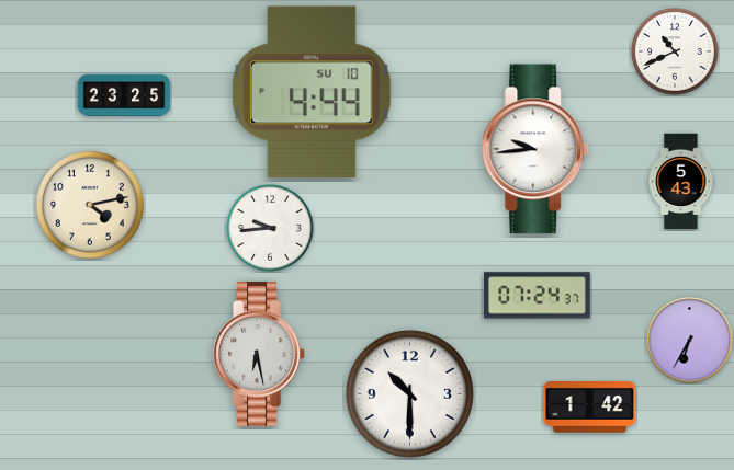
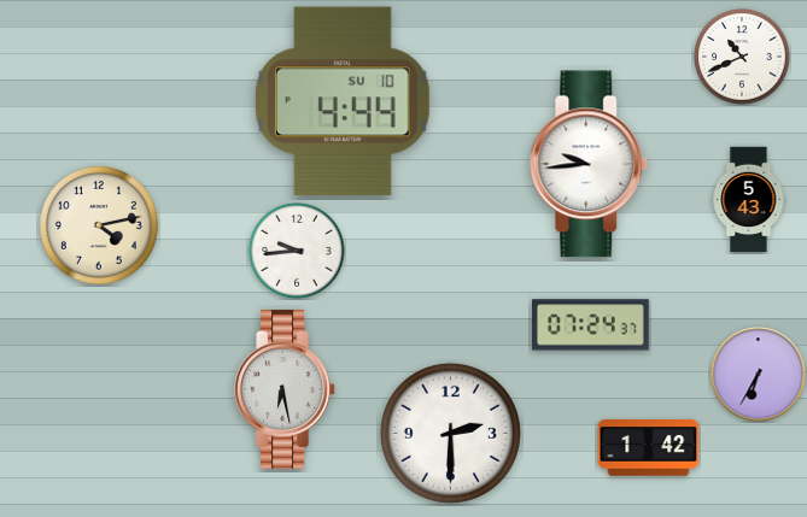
clock at (124, 95): 23:25 -> none
clock at (409, 393): 10:30 -> 2:30
